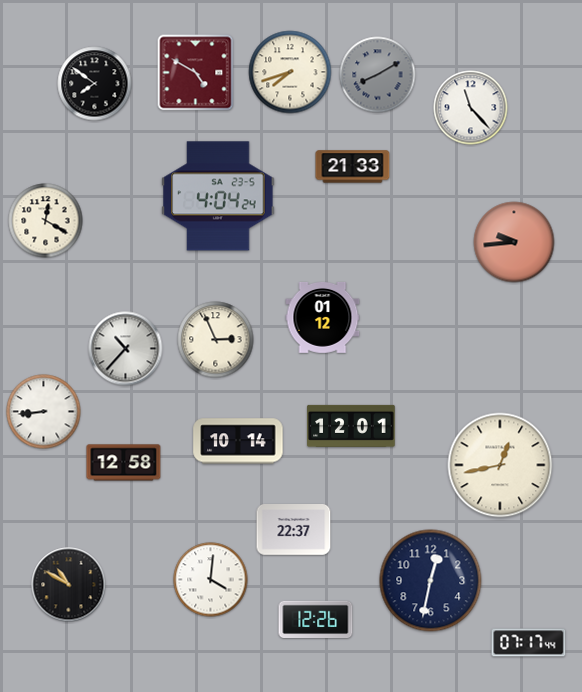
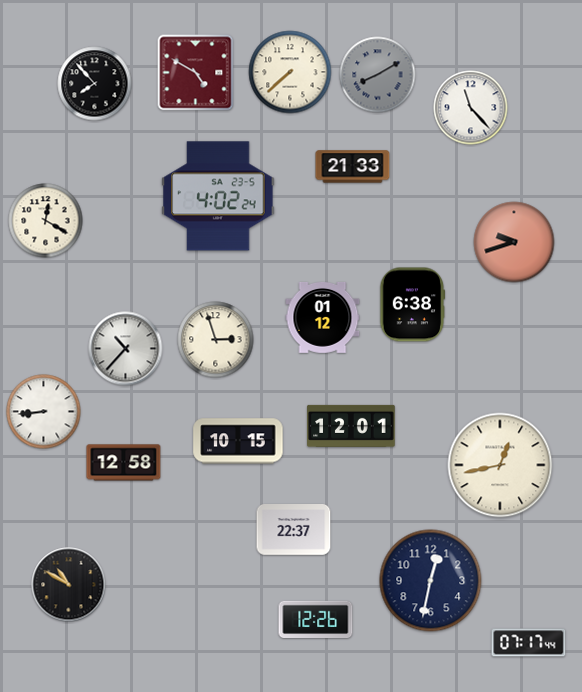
clock at (290, 72): 7:42 -> 7:38
clock at (95, 84): 7:51 -> 7:53
clock at (218, 196): 4:04 -> 4:02
clock at (514, 242): 9:44 -> 9:42
clock at (413, 305): none -> 6:38
clock at (216, 340): 2:56 -> 2:57
clock at (238, 441): 10:14 -> 10:15
clock at (211, 580): 4:01 -> none
